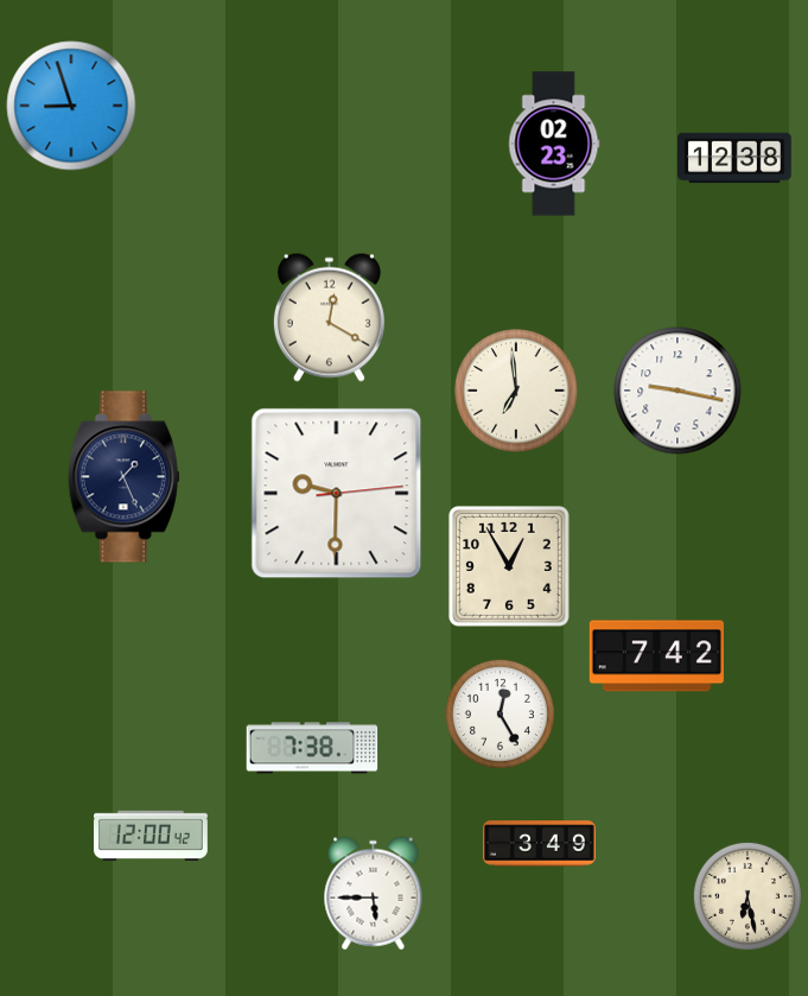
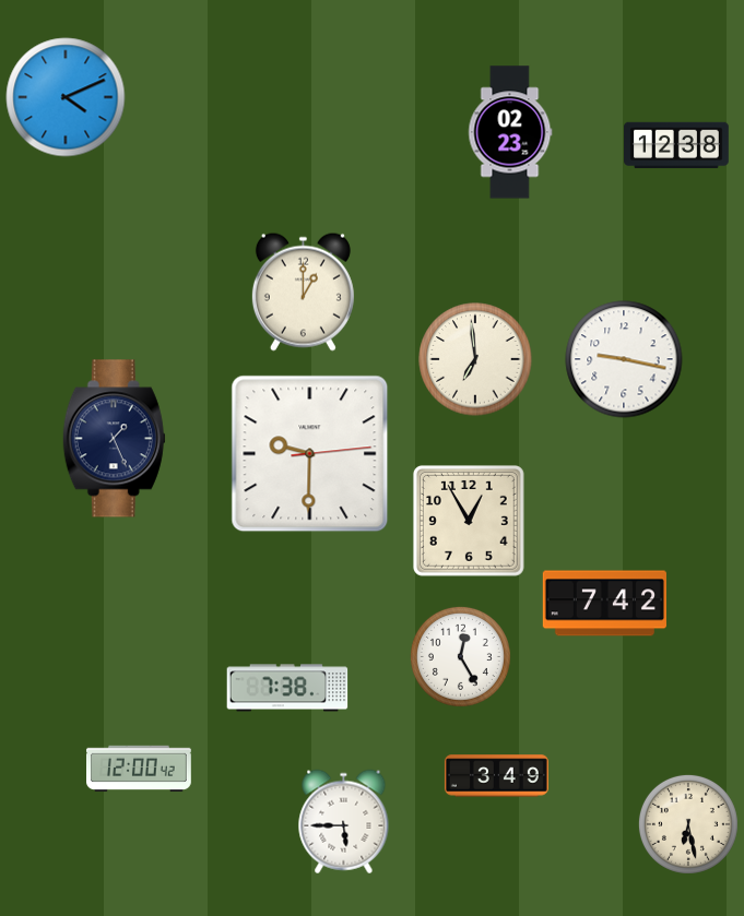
clock at (71, 106): 8:57 -> 4:11
clock at (329, 317): 12:20 -> 1:00
